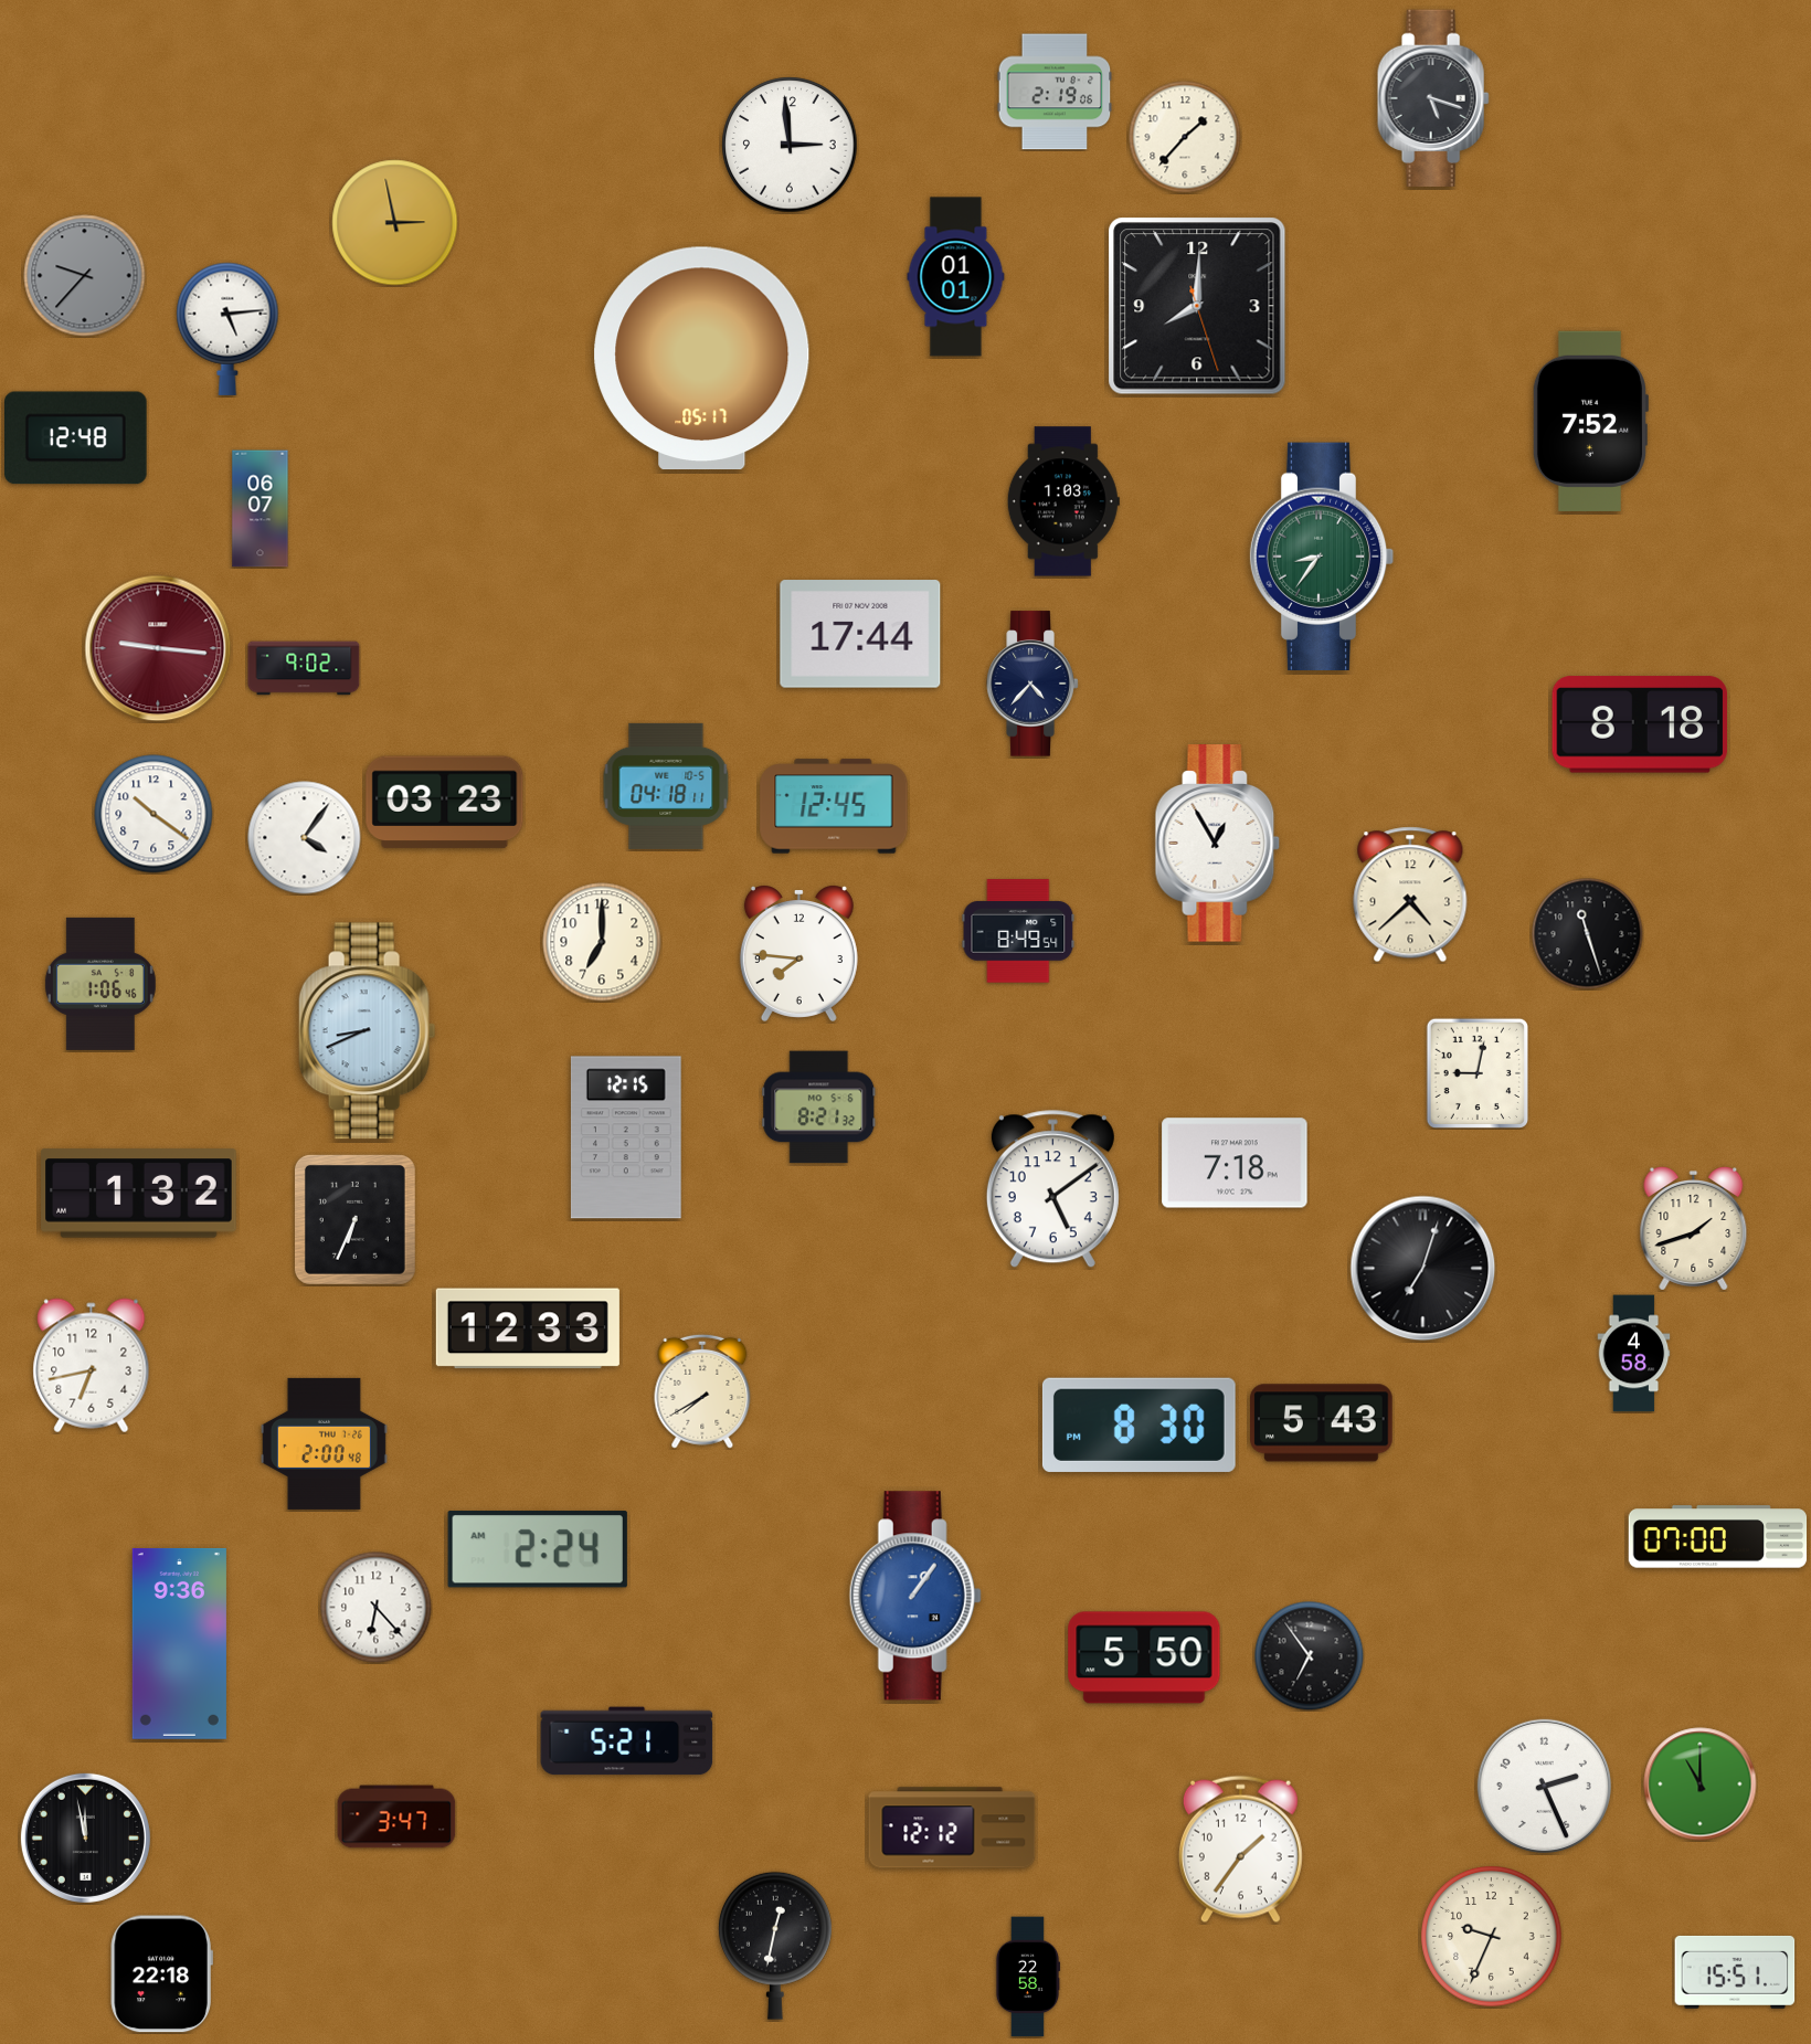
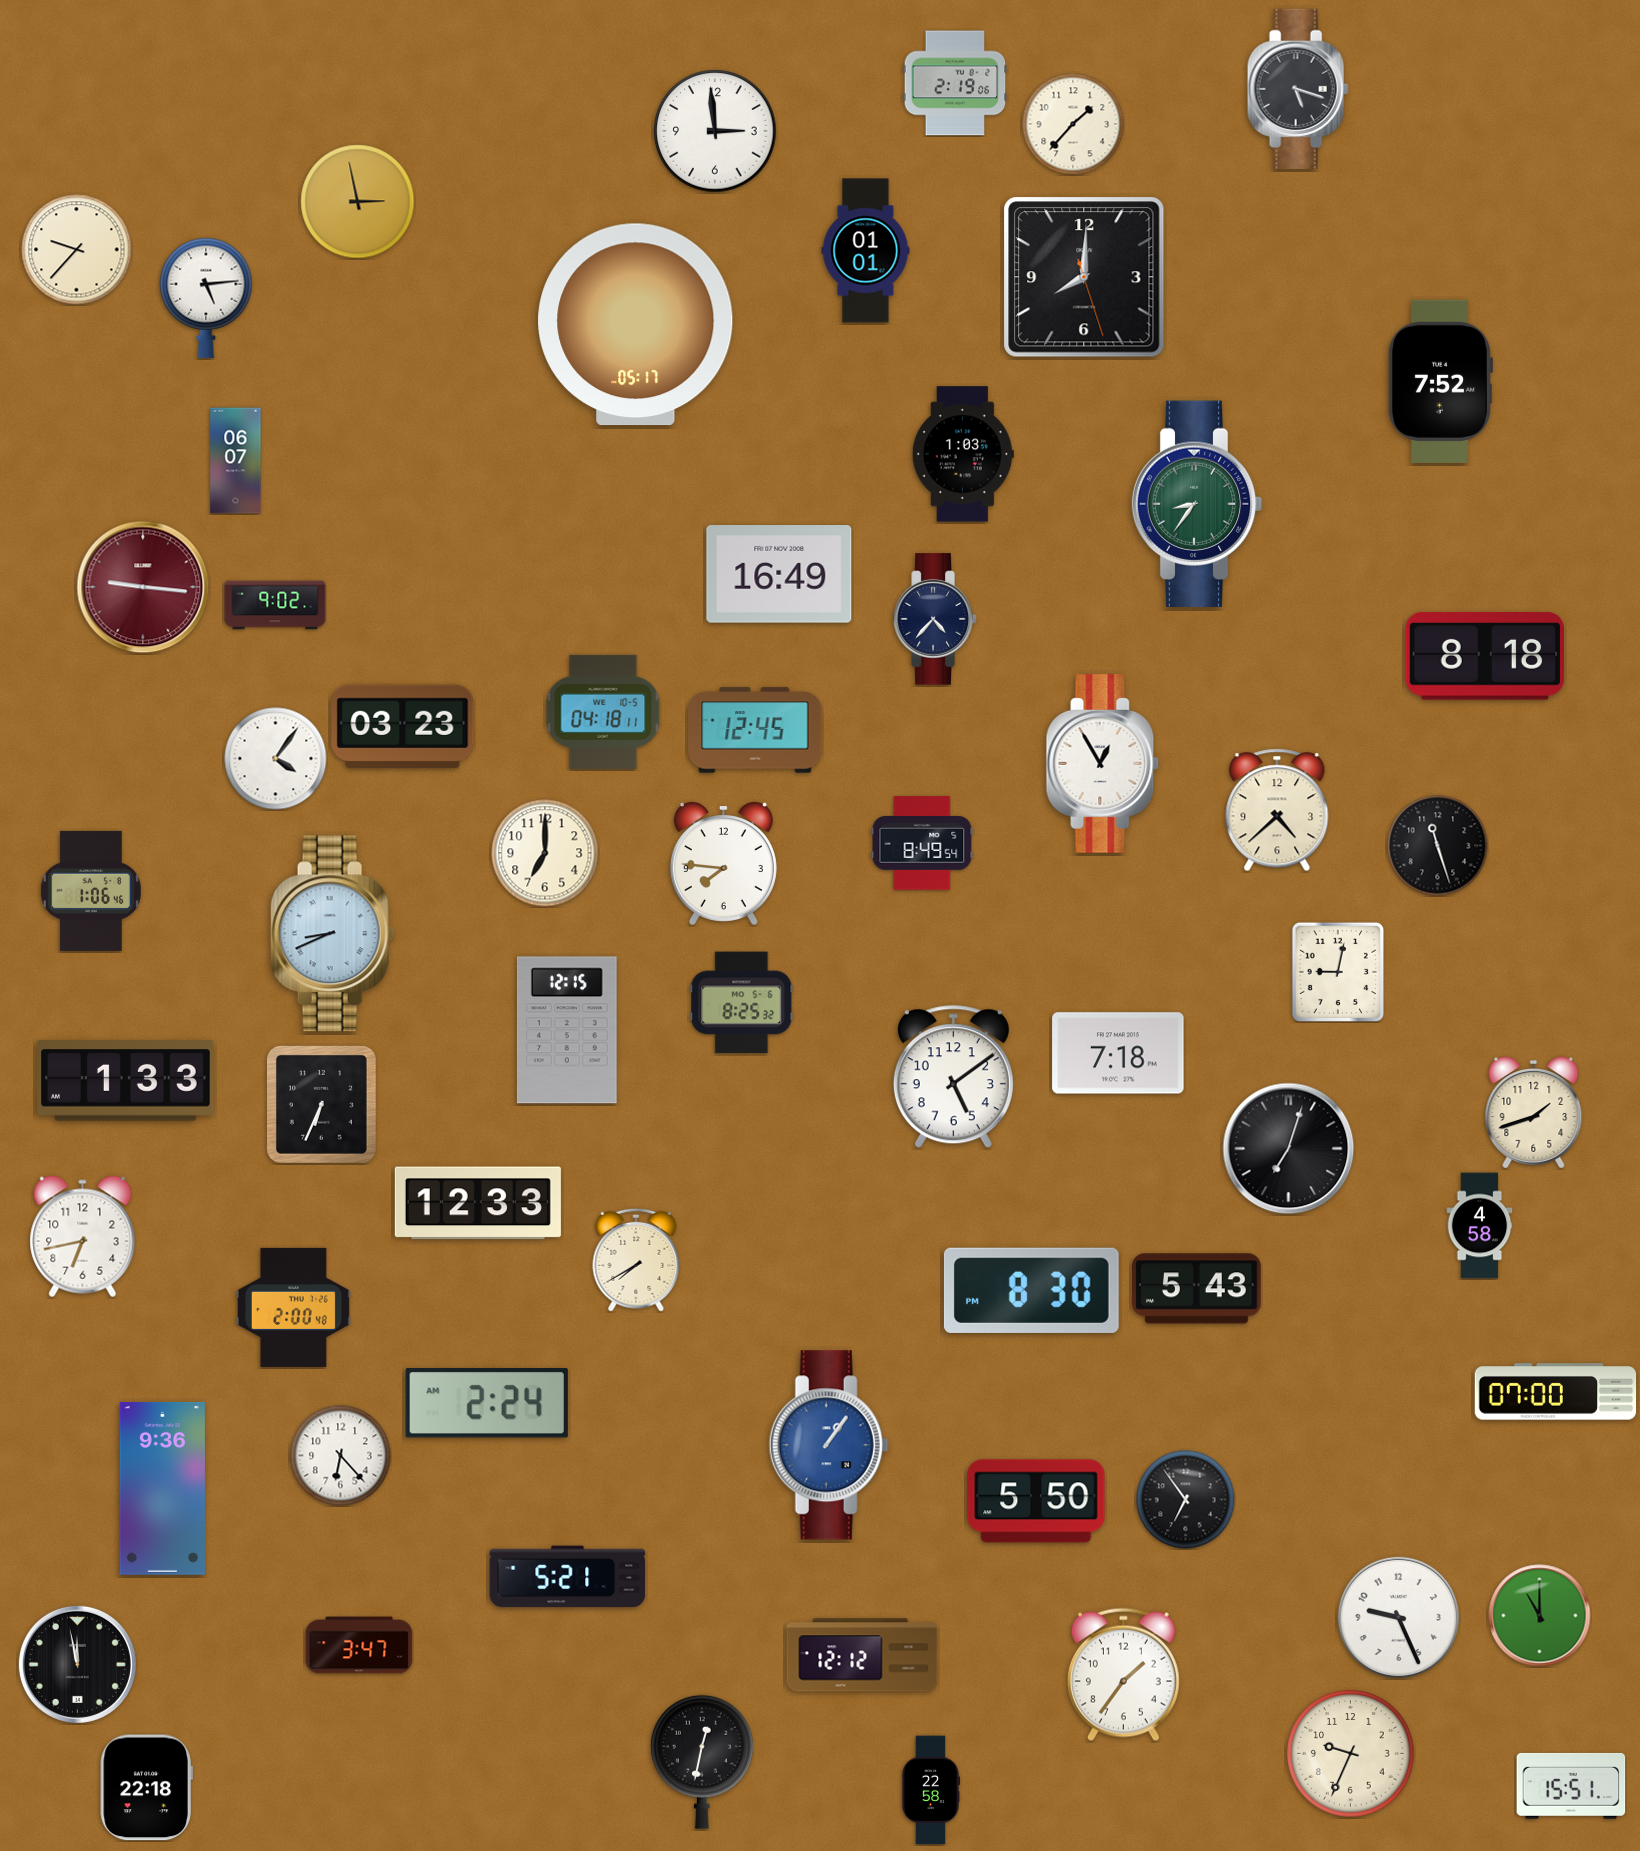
clock at (85, 276) dial: grey -> cream
clock at (76, 438): 12:48 -> none
clock at (860, 634): 17:44 -> 16:49
clock at (153, 814): 10:21 -> none
clock at (819, 1108): 8:21 -> 8:25
clock at (139, 1194): 1:32 -> 1:33
clock at (1544, 1786): 2:26 -> 9:26
